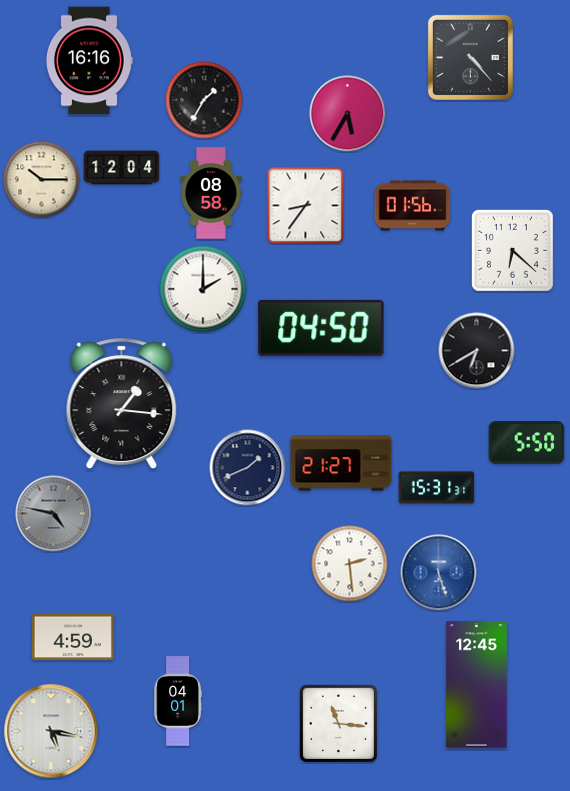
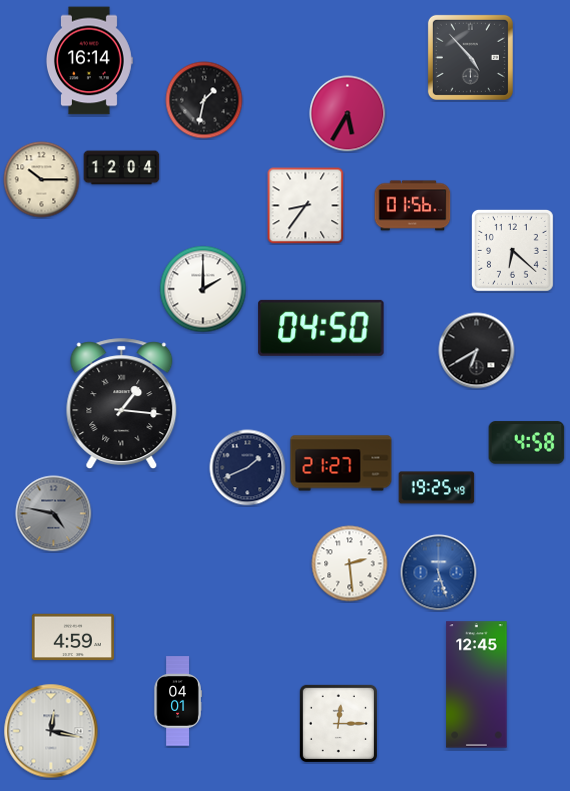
clock at (470, 57): 4:23 -> 4:53
clock at (89, 61): 16:16 -> 16:14
clock at (204, 100): 1:35 -> 1:32
clock at (211, 193): 08:58 -> none
clock at (527, 443): 5:50 -> 4:58
clock at (437, 488): 15:31 -> 19:25
clock at (338, 723): 11:16 -> 12:15
clock at (51, 731): 5:17 -> 12:17
